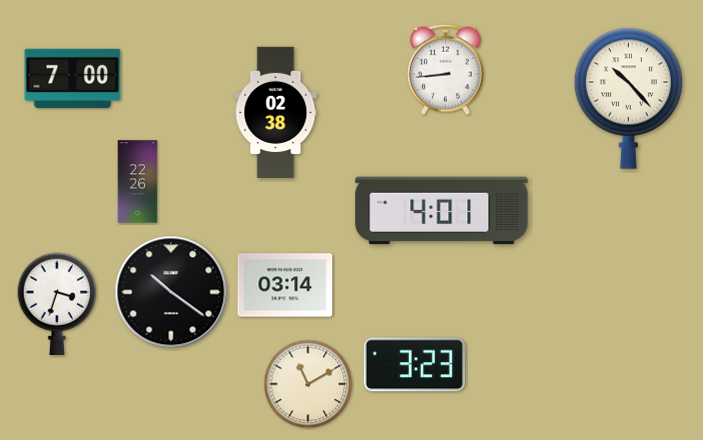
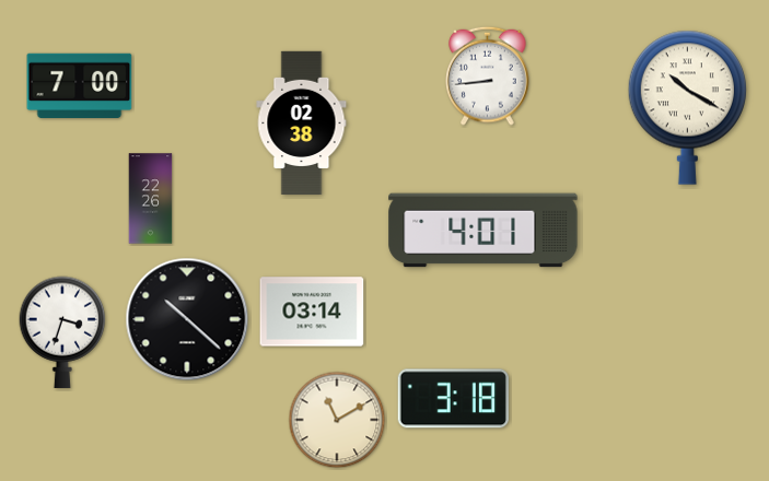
clock at (628, 98): 10:23 -> 10:20
clock at (171, 292): 10:21 -> 10:22
clock at (414, 365): 3:23 -> 3:18
